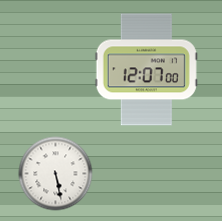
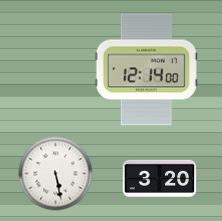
clock at (146, 70): 12:07 -> 12:14
clock at (160, 178): none -> 3:20
